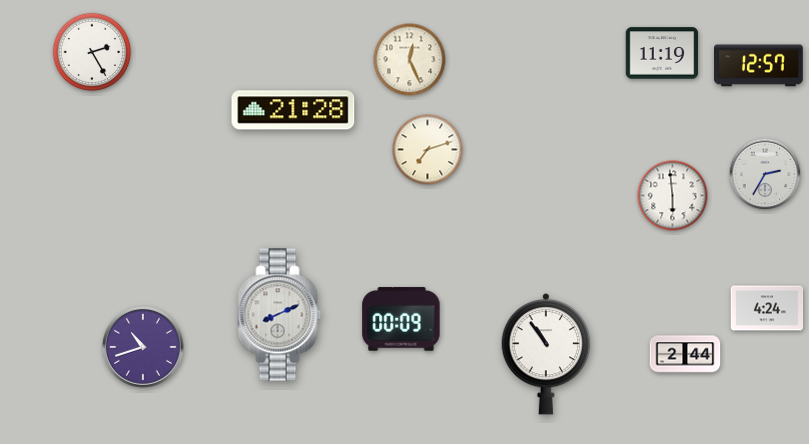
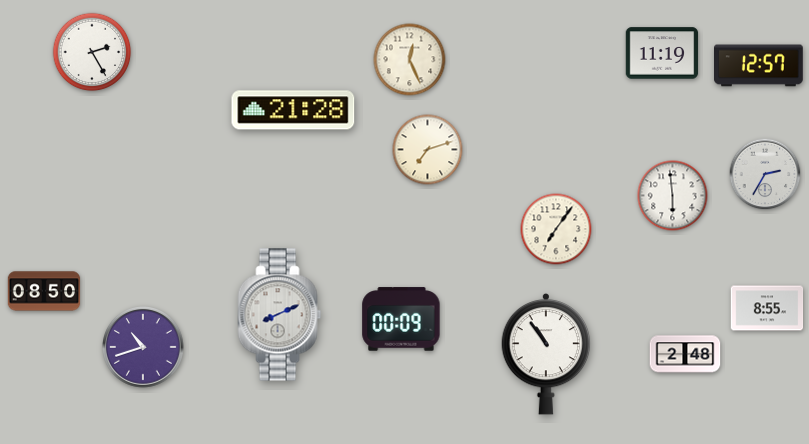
clock at (556, 229): none -> 7:06
clock at (44, 291): none -> 08:50
clock at (767, 308): 4:24 -> 8:55
clock at (685, 354): 2:44 -> 2:48
